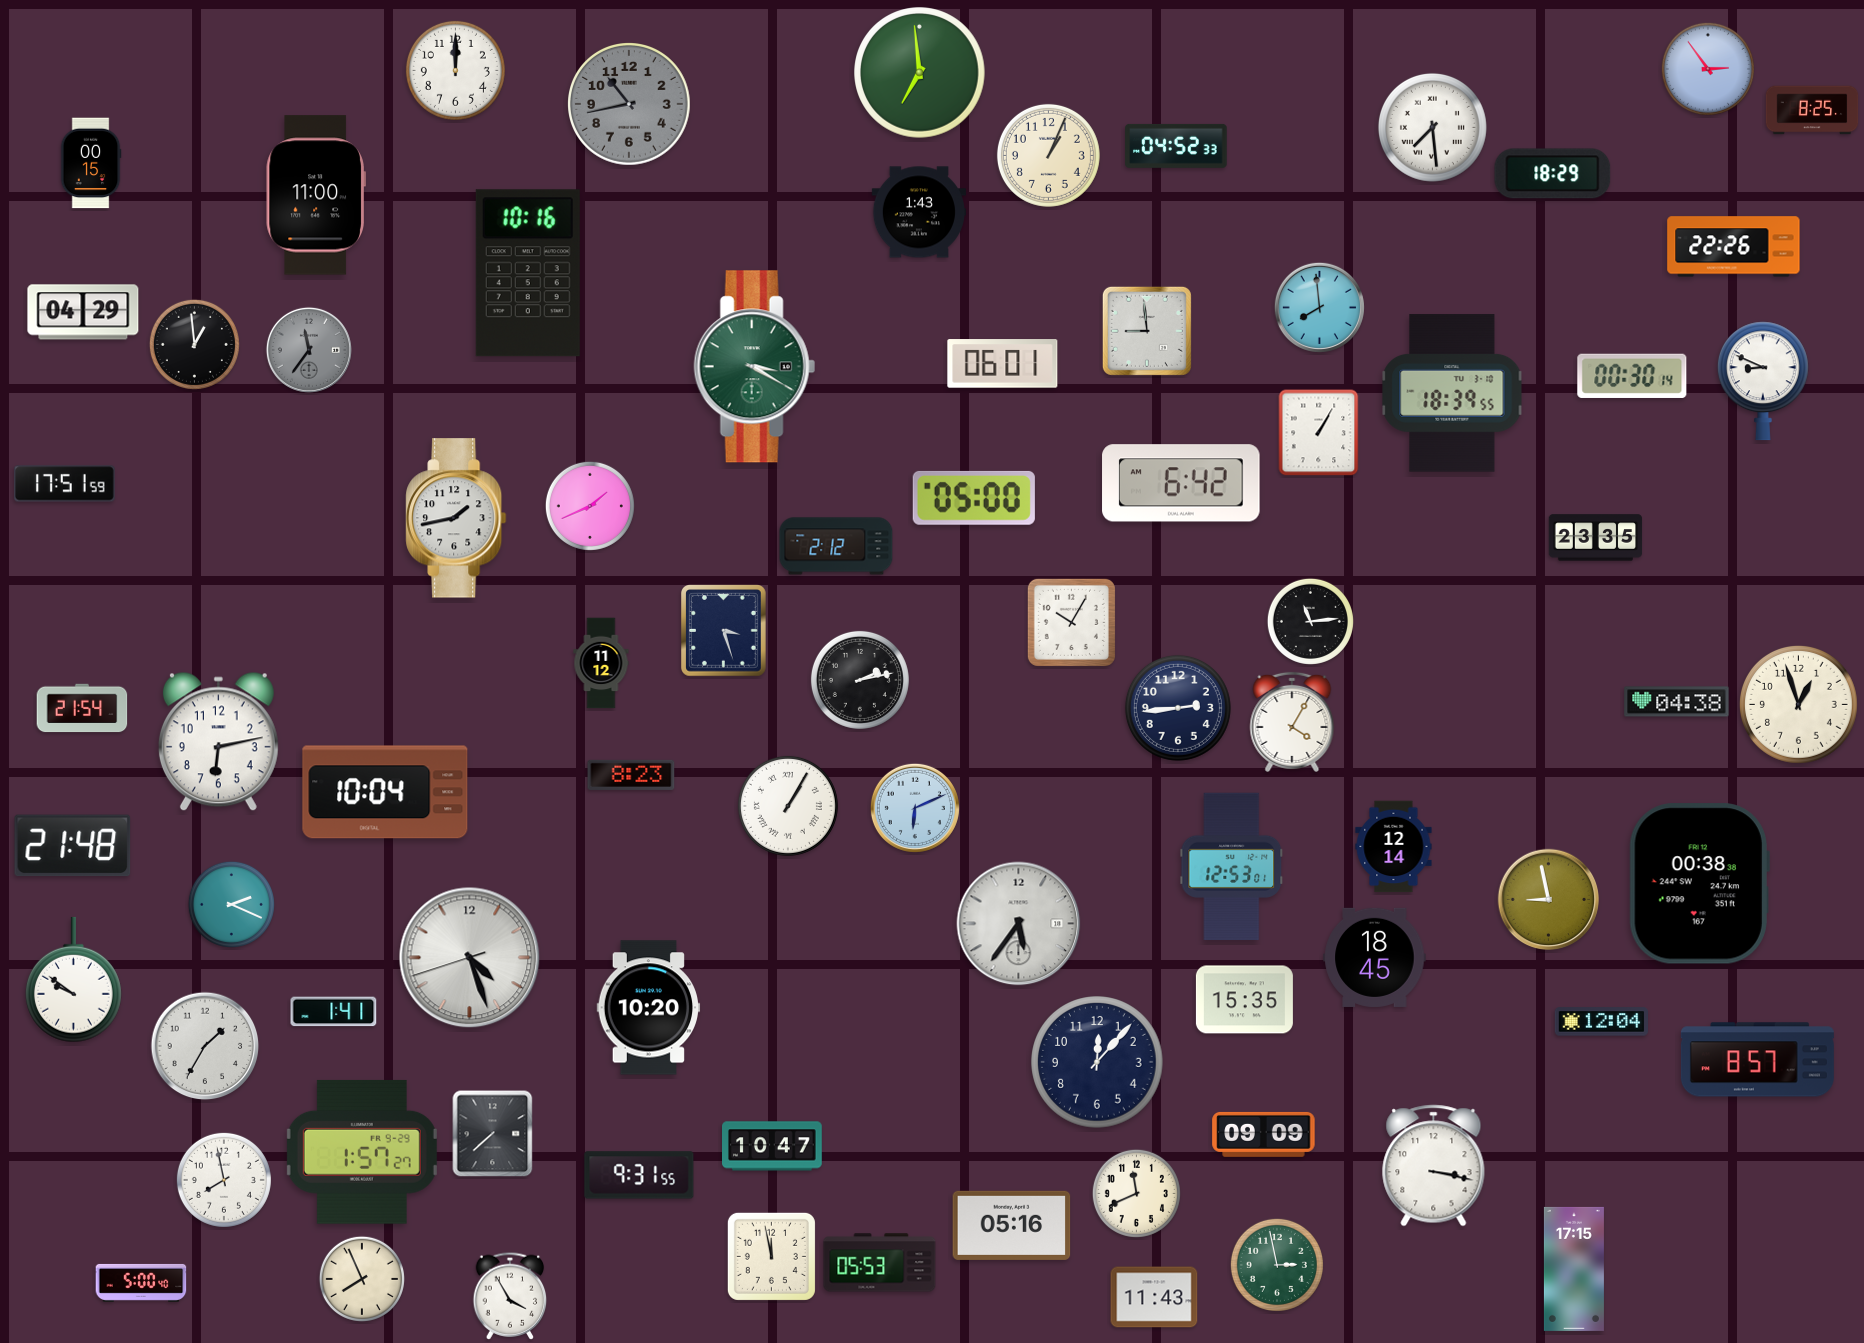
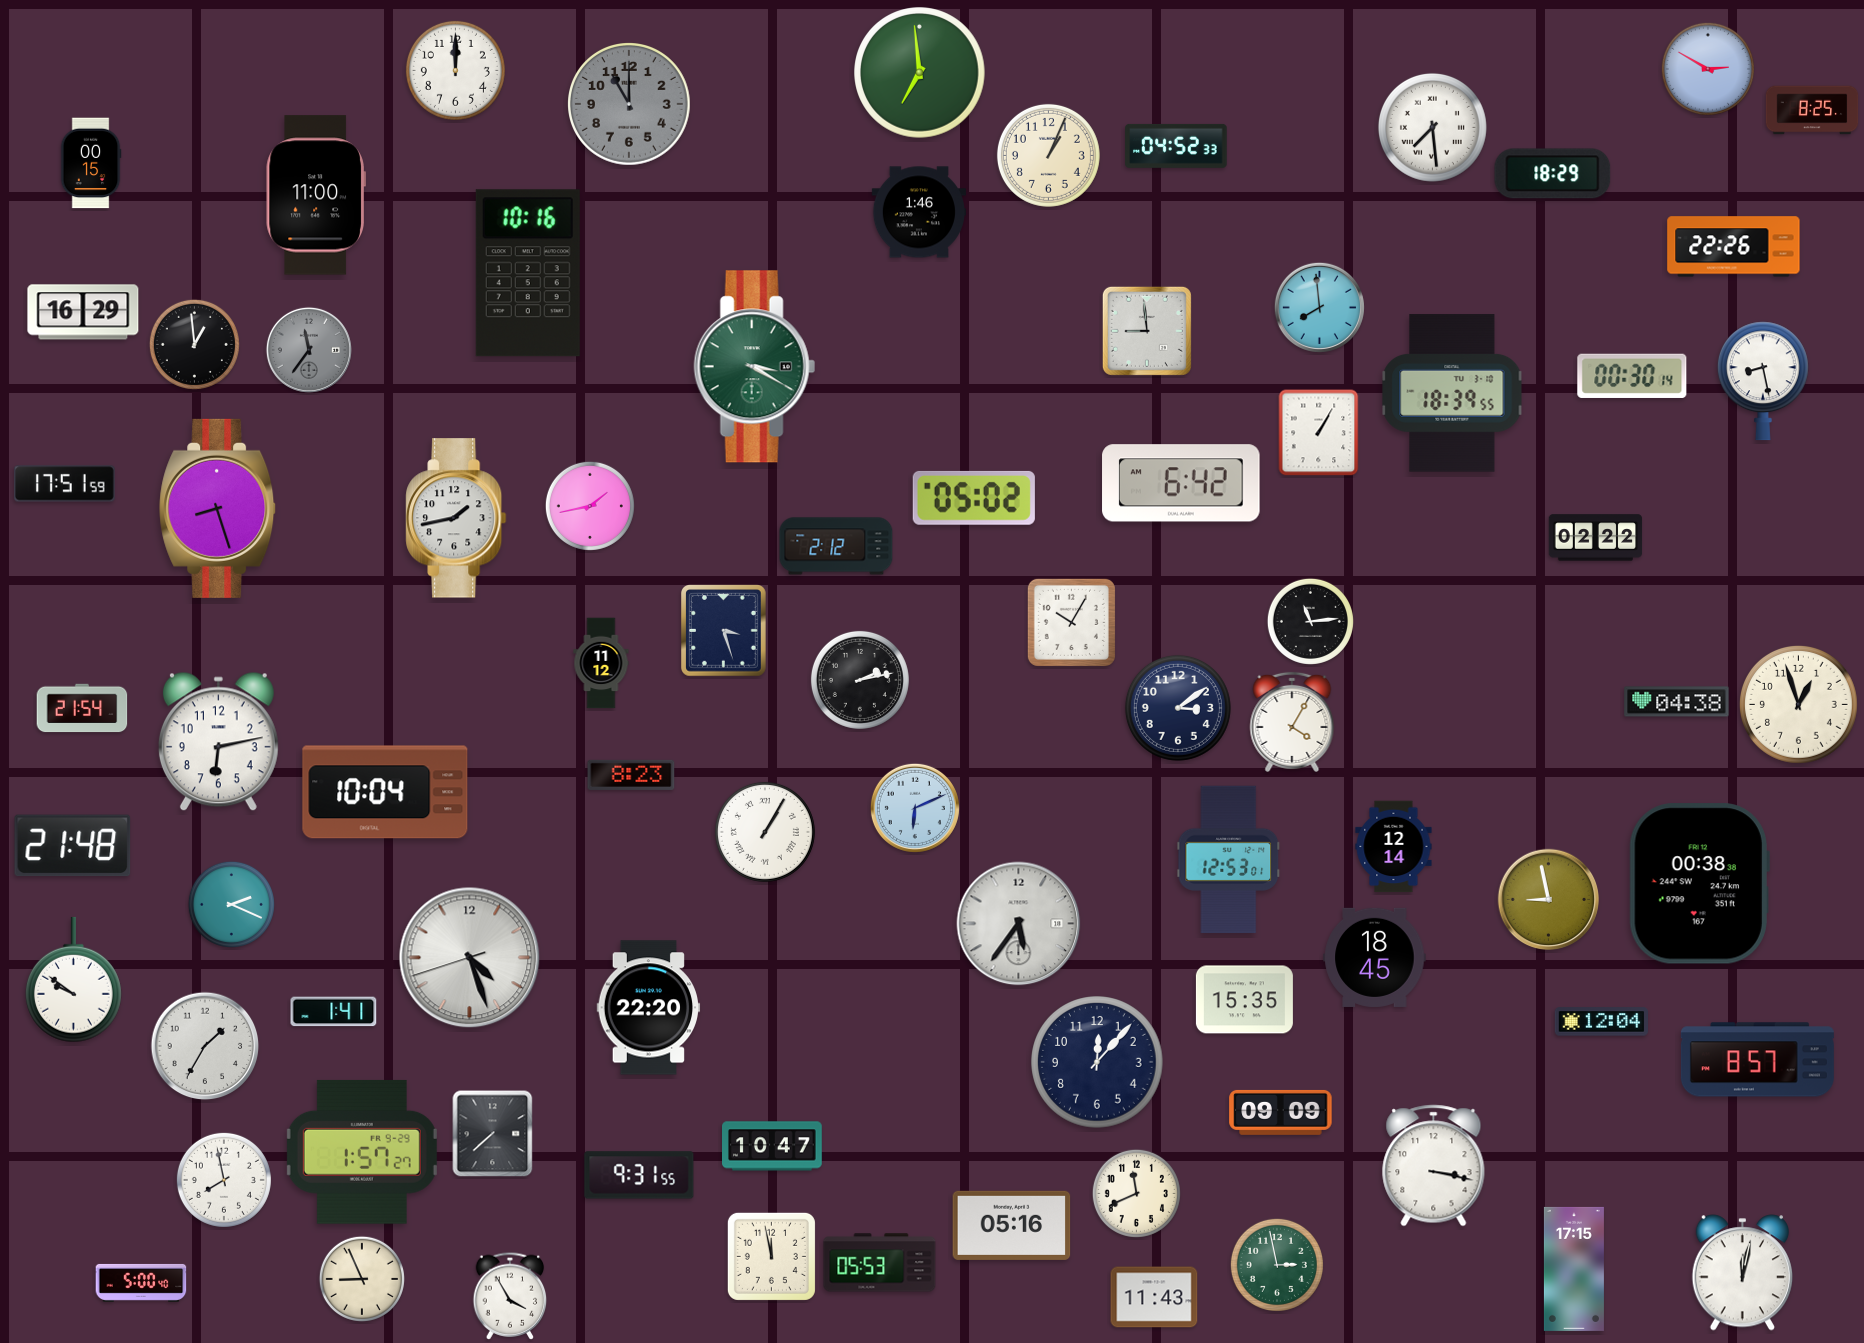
clock at (1708, 69): 2:54 -> 2:50
clock at (630, 105): 10:43 -> 11:00
clock at (918, 212): 1:43 -> 1:46
clock at (83, 312): 04:29 -> 16:29
clock at (1003, 364): 06:01 -> none
clock at (1763, 381): 8:49 -> 8:28
clock at (974, 498): 05:00 -> 05:02
clock at (590, 506): 1:41 -> 1:43
clock at (218, 508): none -> 8:27
clock at (1596, 538): 23:35 -> 02:22
clock at (1178, 708): 2:44 -> 3:09
clock at (788, 806) position: (788, 806) -> (765, 832)
clock at (1232, 867) position: (1232, 867) -> (1229, 860)
clock at (649, 1008): 10:20 -> 22:20
clock at (1264, 1134) position: (1264, 1134) -> (1281, 1112)
clock at (1742, 1273): none -> 12:02
clock at (362, 1279): 7:56 -> 8:56
